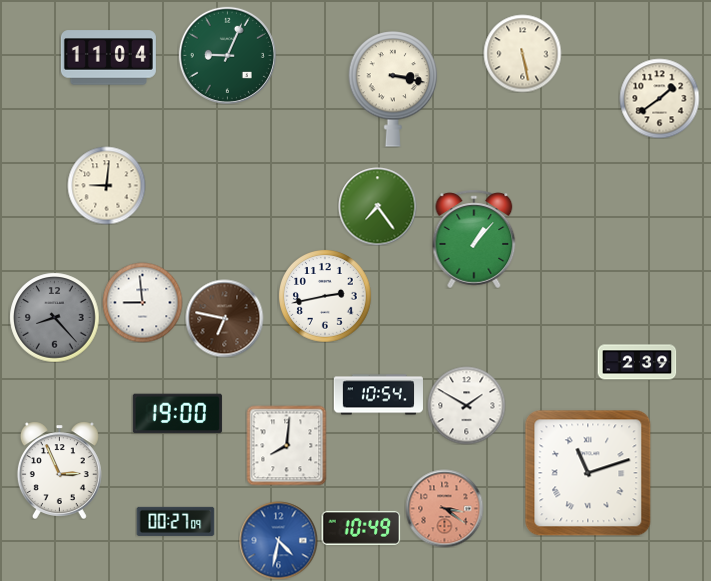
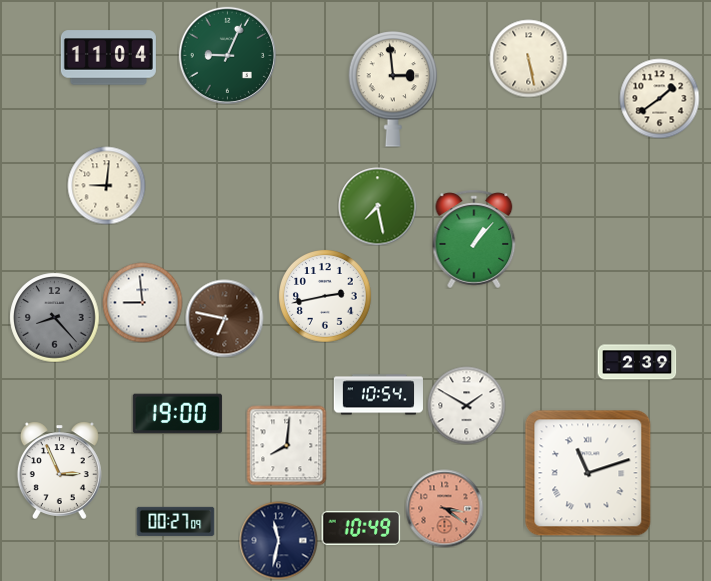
clock at (522, 53) position: (522, 53) -> (528, 58)
clock at (393, 89): 3:17 -> 2:59
clock at (377, 206): 7:24 -> 7:28
clock at (278, 540): 4:32 -> 11:32
clock at (278, 540) dial: blue -> navy
